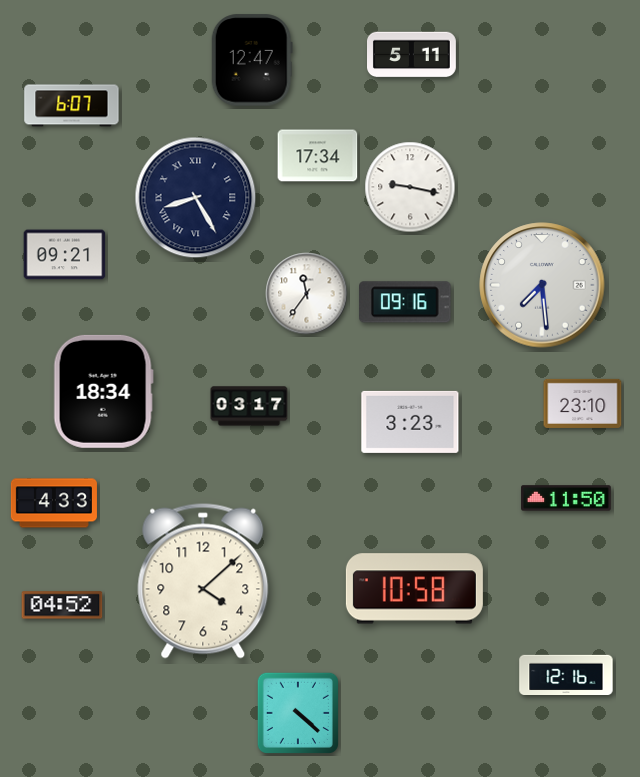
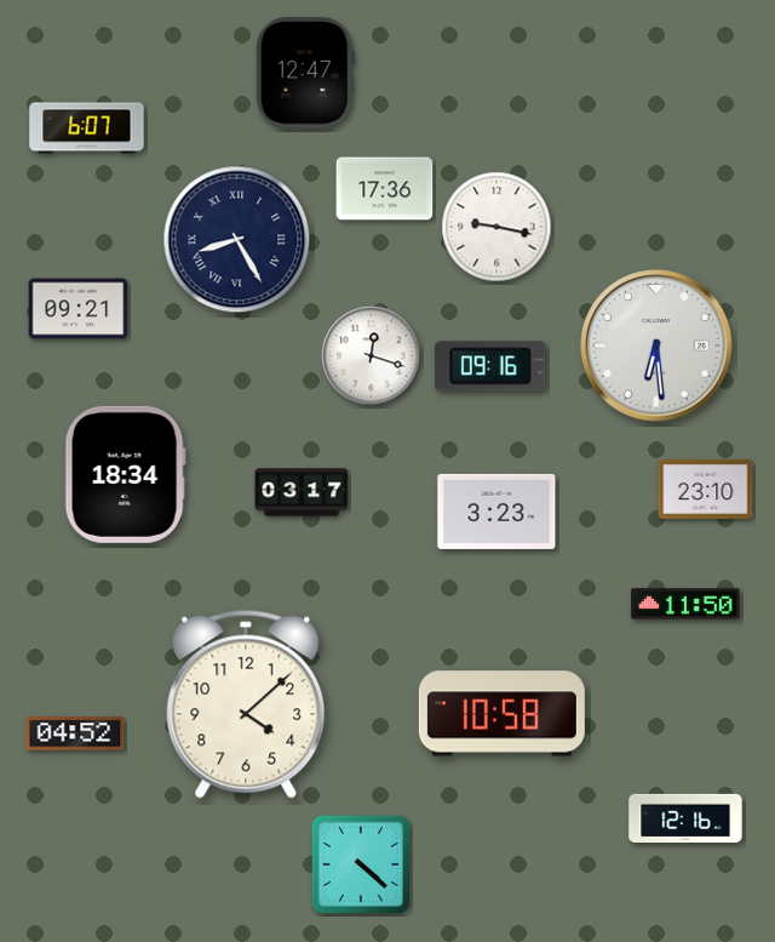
clock at (412, 55): 5:11 -> none
clock at (318, 156): 17:34 -> 17:36
clock at (542, 285): 7:29 -> 6:29
clock at (307, 294): 11:36 -> 12:18
clock at (54, 503): 4:33 -> none
